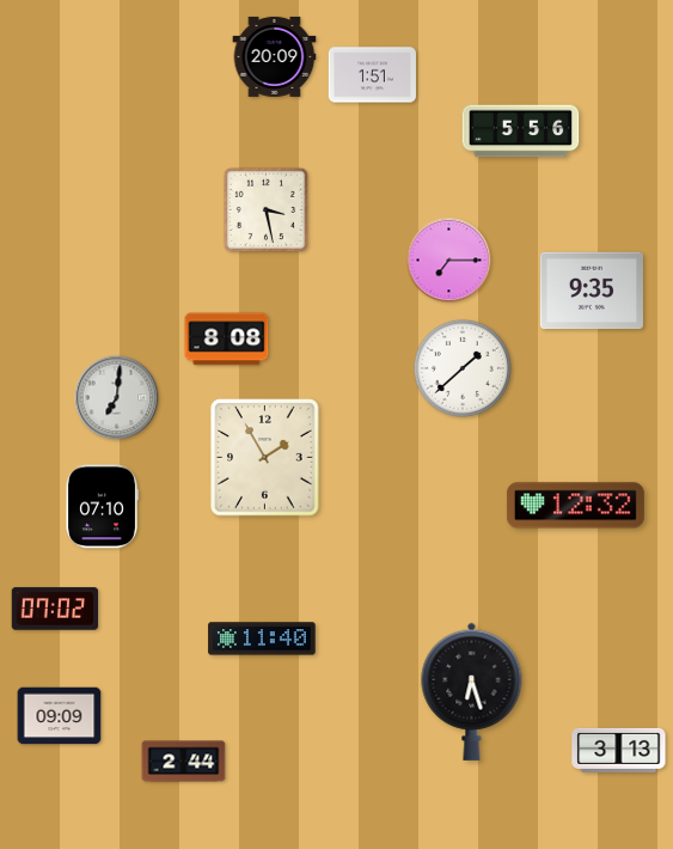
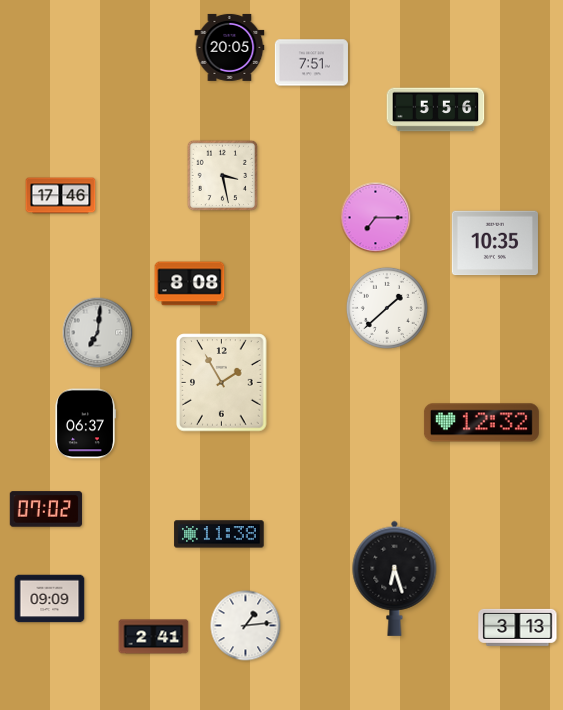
clock at (275, 56): 20:09 -> 20:05
clock at (372, 75): 1:51 -> 7:51
clock at (61, 196): none -> 17:46
clock at (592, 291): 9:35 -> 10:35
clock at (102, 507): 07:10 -> 06:37
clock at (262, 639): 11:40 -> 11:38
clock at (246, 626): none -> 1:14
clock at (184, 762): 2:44 -> 2:41
